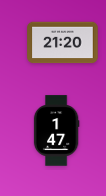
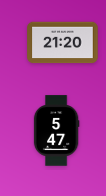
clock at (56, 131): 1:47 -> 5:47
